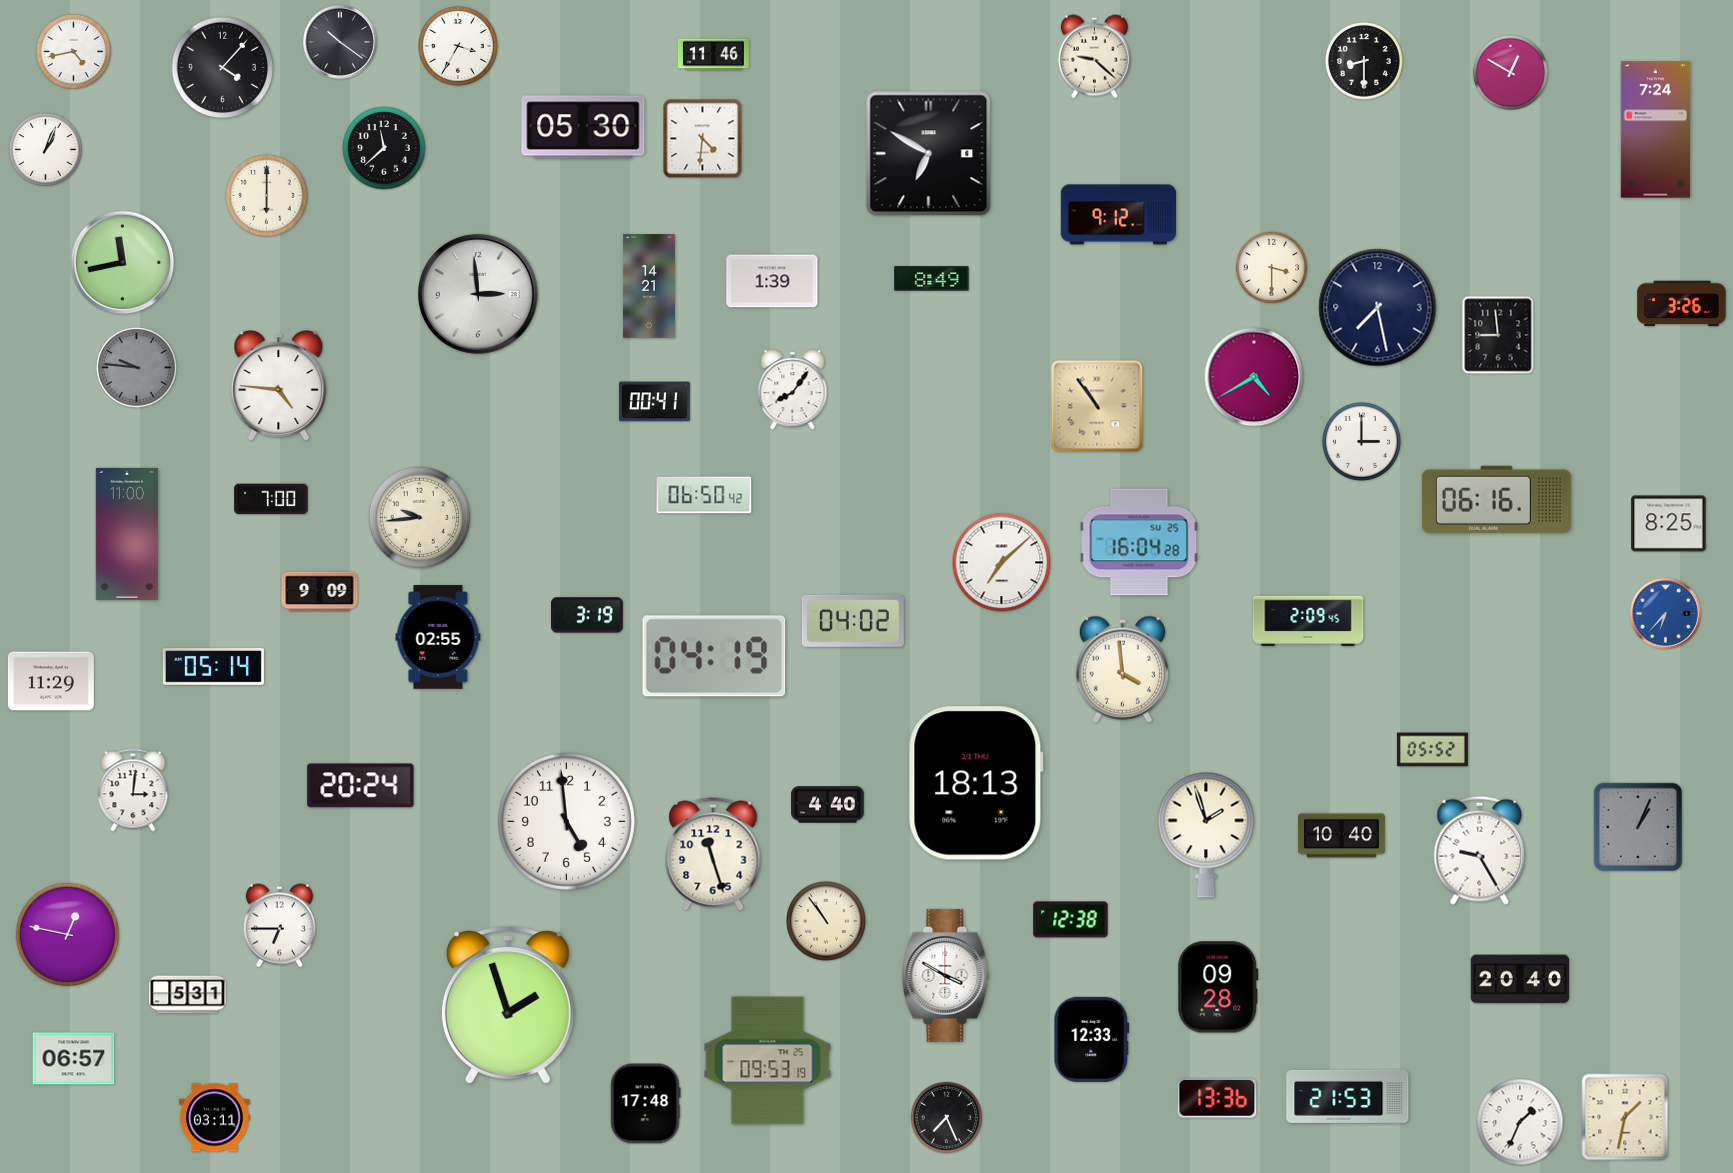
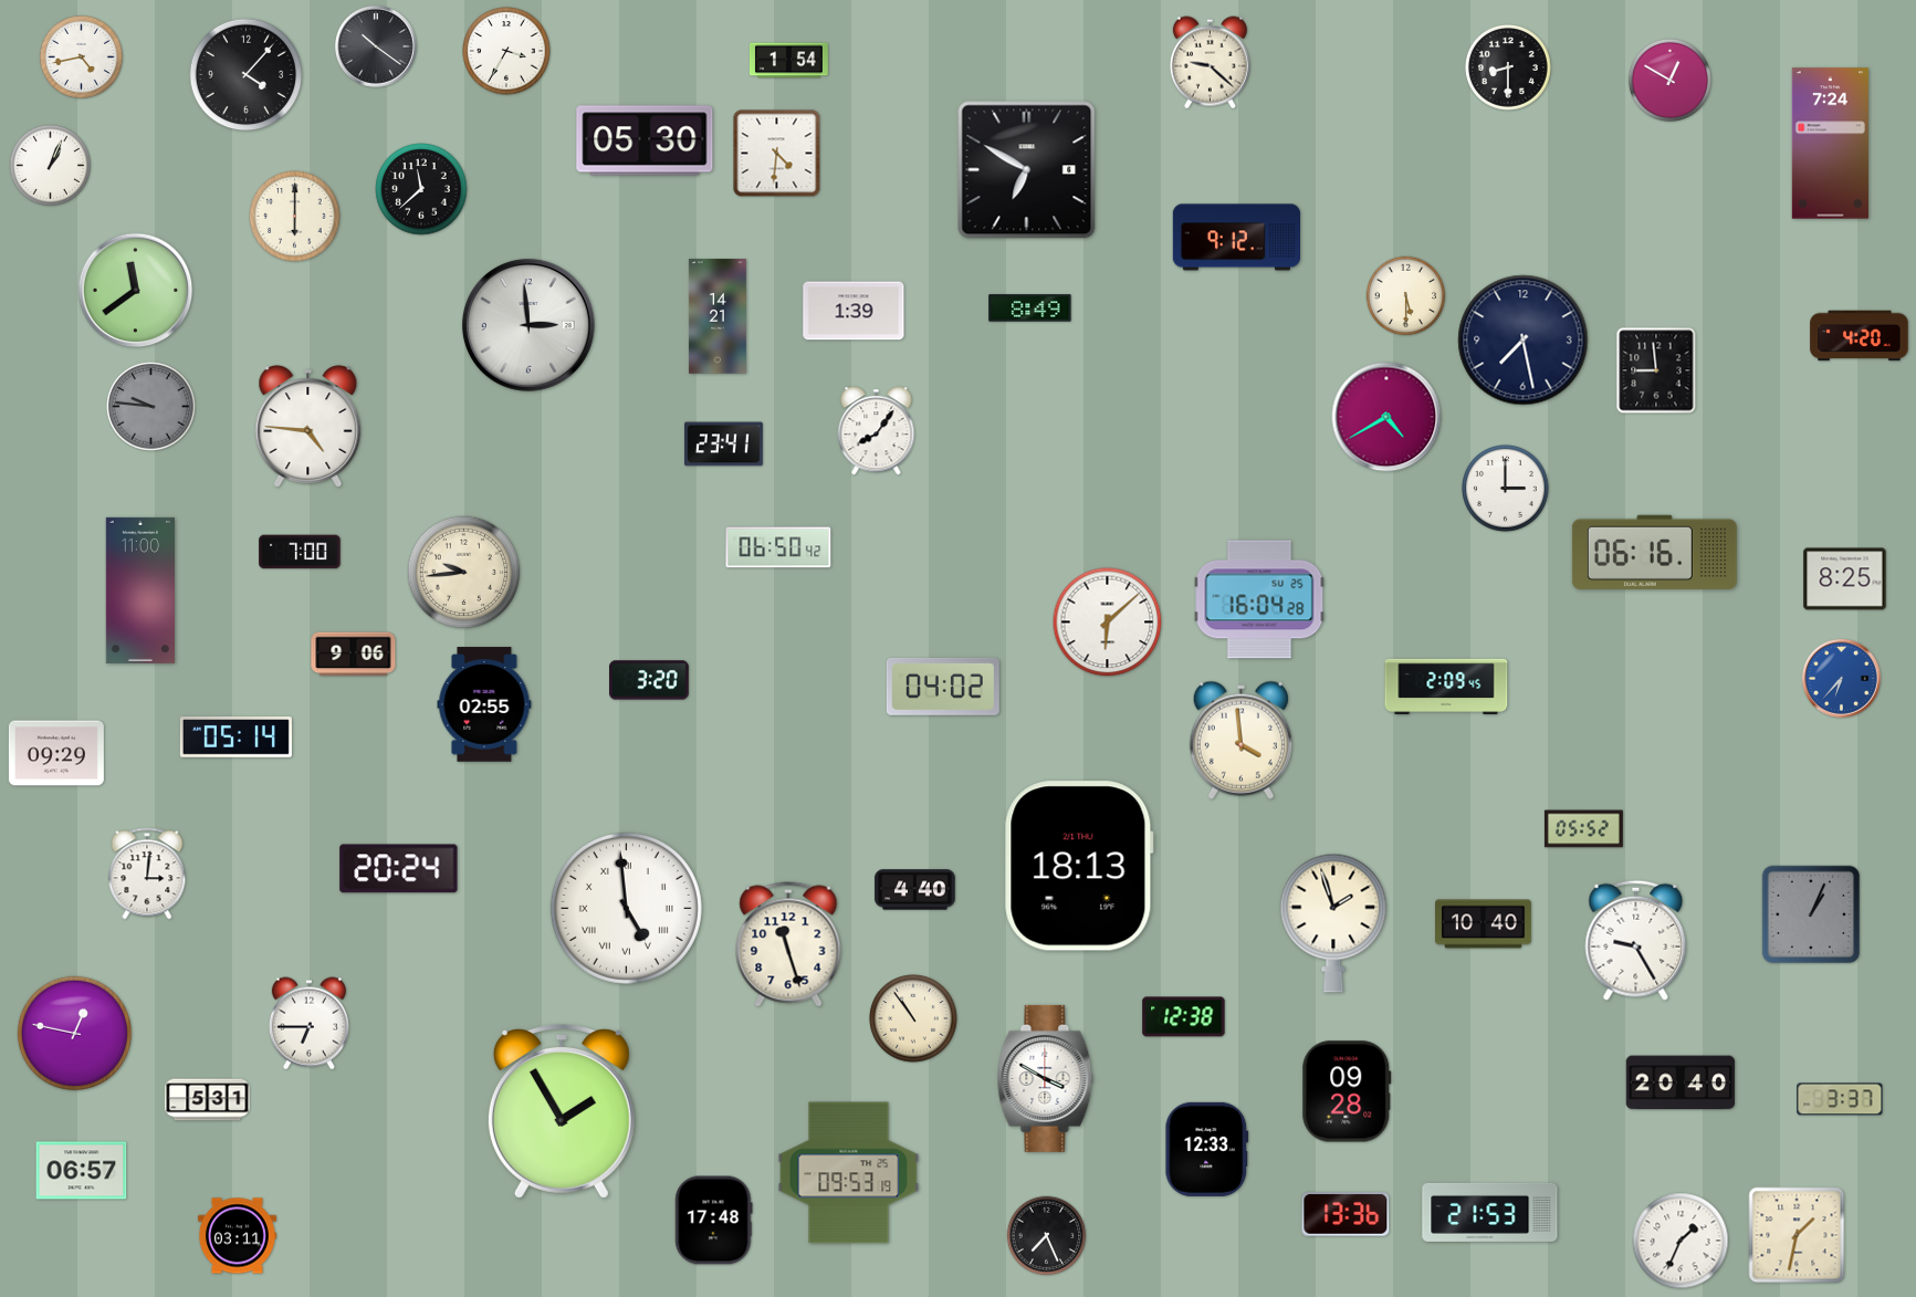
clock at (713, 55): 11:46 -> 1:54
clock at (384, 148) position: (384, 148) -> (421, 189)
clock at (123, 263): 11:43 -> 11:39
clock at (1272, 268): 3:30 -> 5:30
clock at (1682, 304): 3:26 -> 4:20
clock at (654, 402): 00:41 -> 23:41
clock at (1097, 406): 10:54 -> none
clock at (1002, 563): 7:08 -> 6:08
clock at (320, 592): 9:09 -> 9:06
clock at (587, 615): 3:19 -> 3:20
clock at (714, 656): 04:19 -> none
clock at (51, 681): 11:29 -> 09:29
clock at (566, 821) numerals: Arabic -> Roman
clock at (1840, 1099): none -> 3:37
clock at (508, 1006): 1:57 -> 1:55
